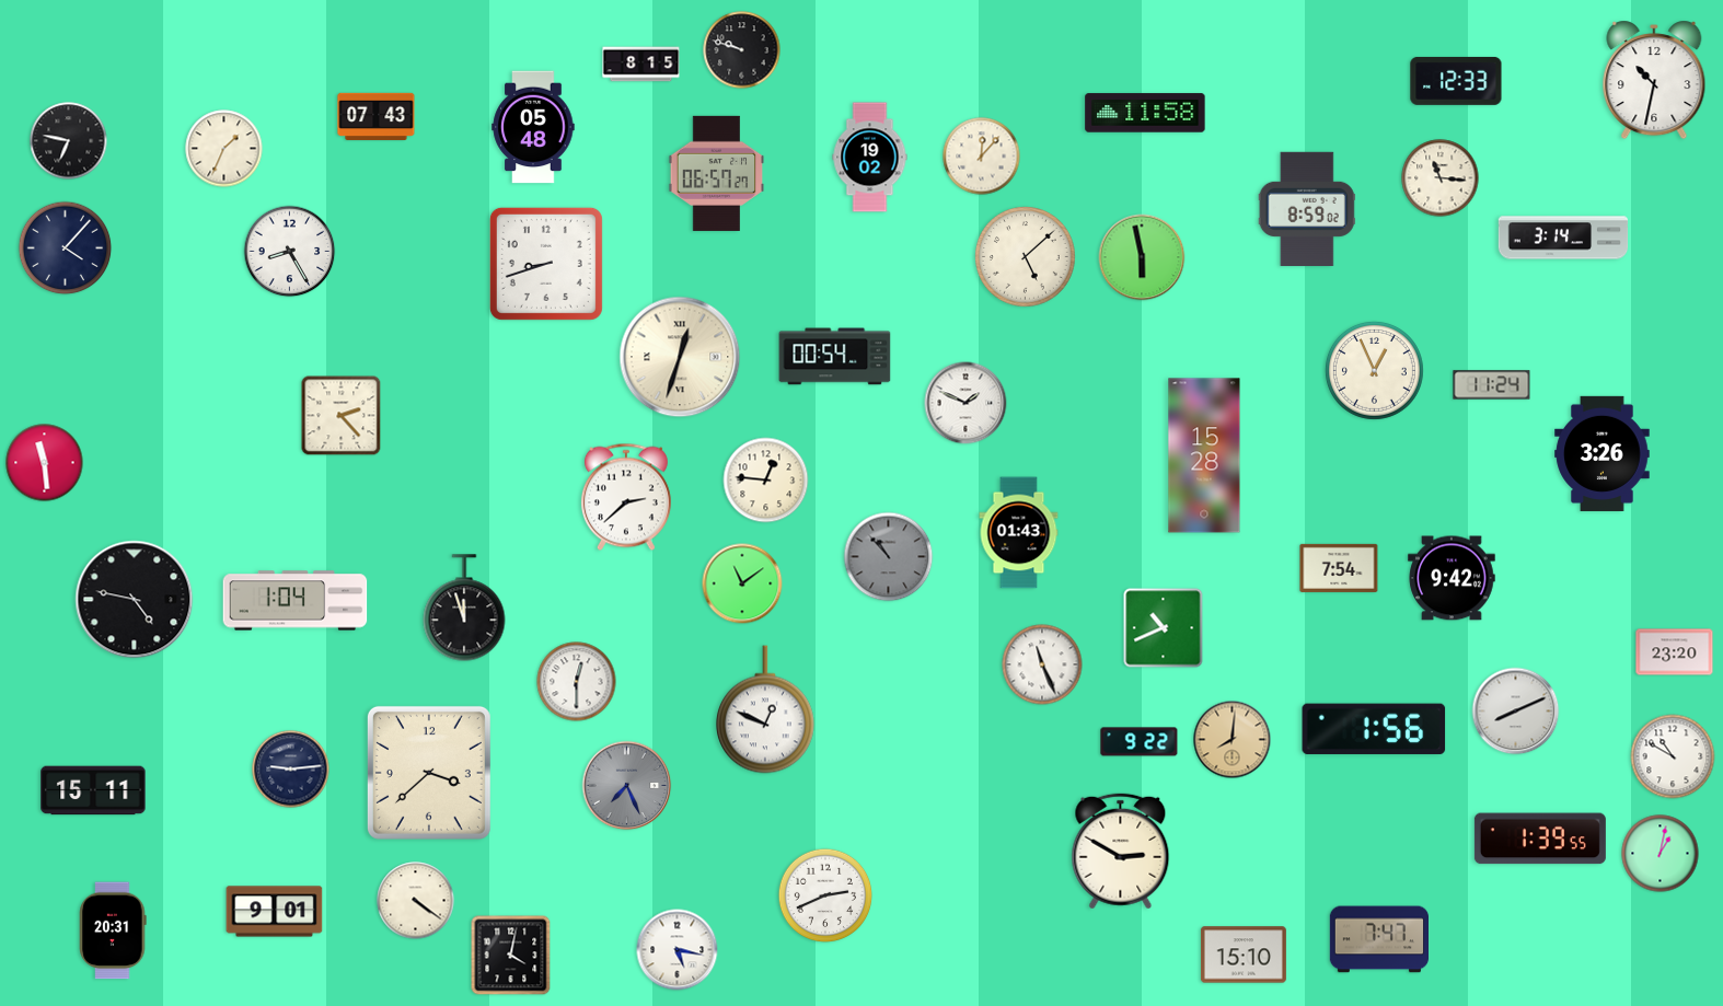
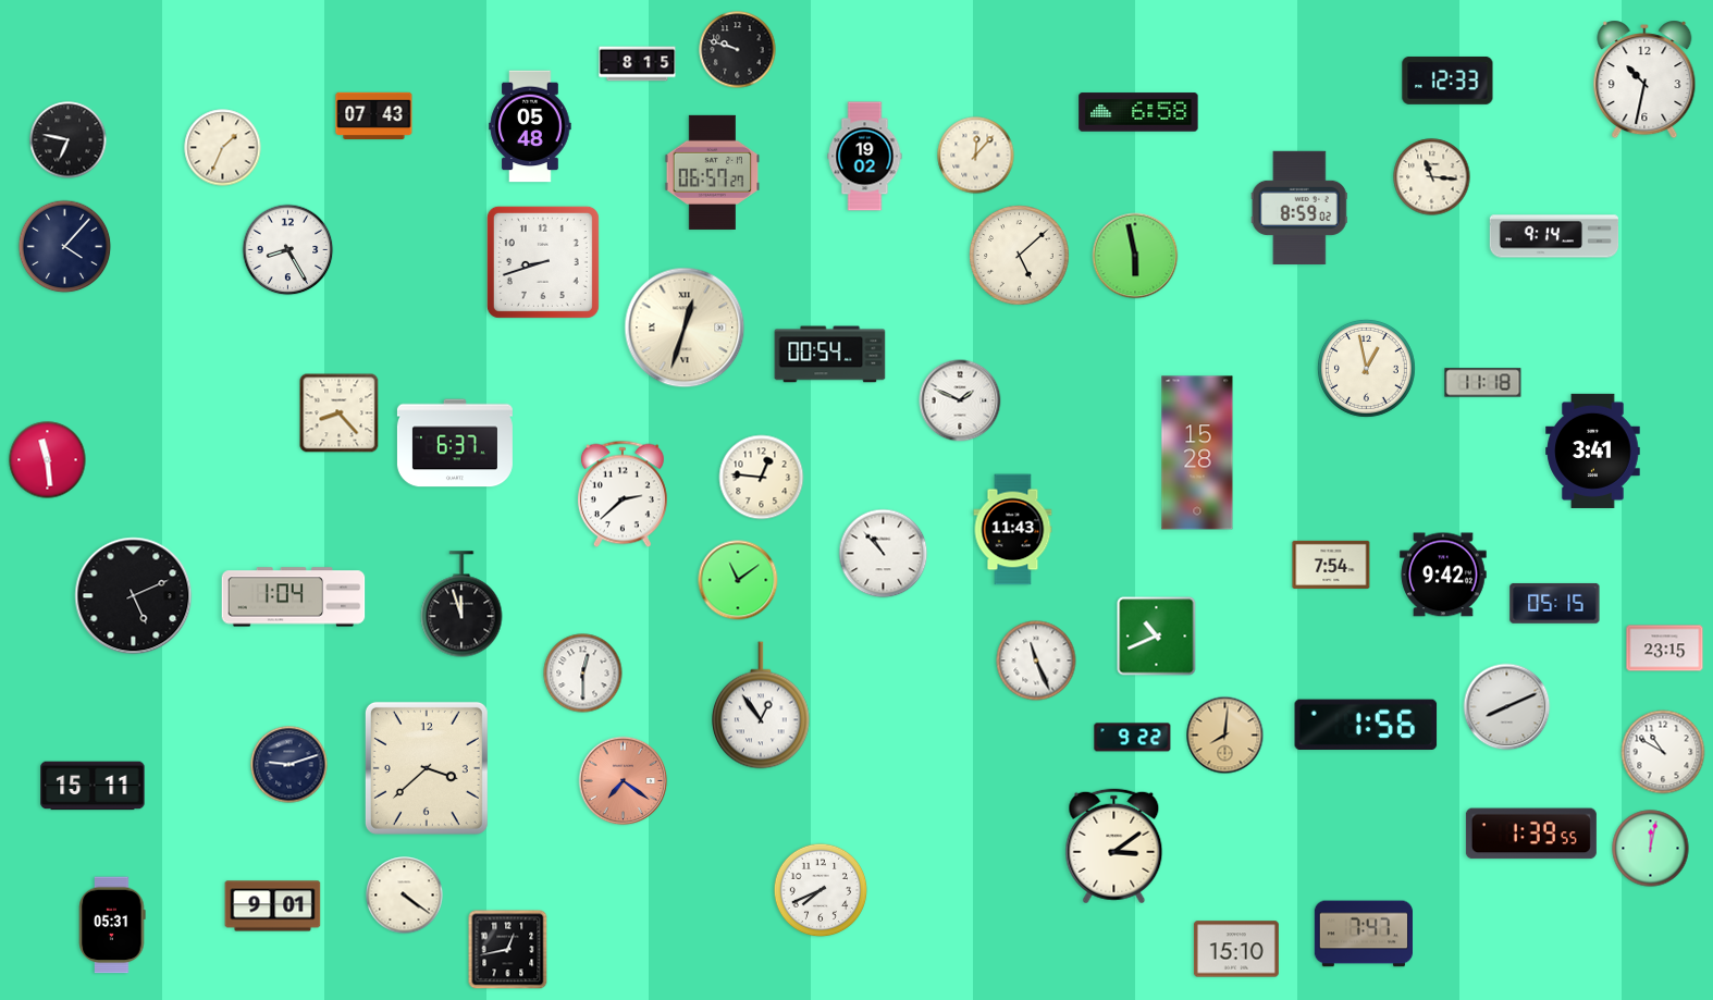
clock at (1145, 113): 11:58 -> 6:58
clock at (1563, 238): 3:14 -> 9:14
clock at (680, 357) position: (680, 357) -> (685, 328)
clock at (1374, 370): 12:56 -> 12:58
clock at (1492, 385): 11:24 -> 11:18
clock at (342, 416): 2:23 -> 8:23
clock at (455, 443): none -> 6:37
clock at (1603, 453): 3:26 -> 3:41
clock at (45, 463) position: (45, 463) -> (48, 460)
clock at (1019, 533): 01:43 -> 11:43
clock at (889, 557) dial: grey -> white
clock at (135, 600): 4:47 -> 5:11
clock at (1555, 603): none -> 05:15
clock at (1164, 628) position: (1164, 628) -> (1157, 637)
clock at (1675, 652): 23:20 -> 23:15
clock at (577, 682) position: (577, 682) -> (583, 674)
clock at (765, 709): 12:49 -> 12:54
clock at (291, 770): 9:14 -> 9:12
clock at (627, 786): 7:26 -> 7:21
clock at (627, 786) dial: grey -> salmon
clock at (1121, 852): 2:50 -> 3:09
clock at (1661, 854): 1:02 -> 12:02
clock at (825, 895): 2:41 -> 7:41
clock at (416, 901) position: (416, 901) -> (405, 896)
clock at (113, 930): 20:31 -> 05:31
clock at (1379, 939) position: (1379, 939) -> (1364, 934)
clock at (678, 950): 5:17 -> none
clock at (511, 956): 4:02 -> 12:43
